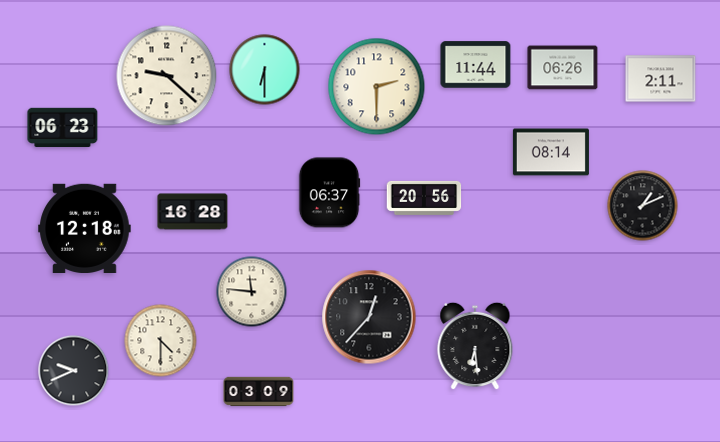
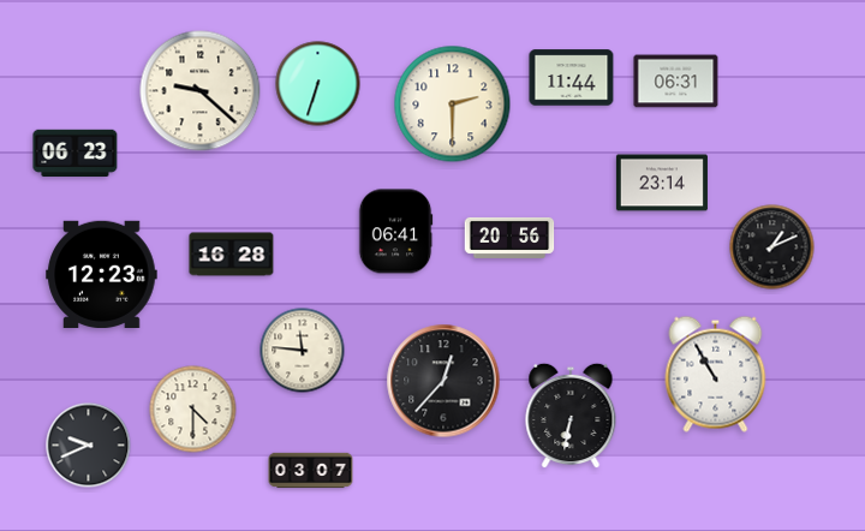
clock at (563, 68): 06:26 -> 06:31
clock at (265, 70): 6:30 -> 6:33
clock at (661, 79): 2:11 -> none
clock at (551, 152): 08:14 -> 23:14
clock at (329, 193): 06:37 -> 06:41
clock at (85, 228): 12:18 -> 12:23
clock at (716, 374): none -> 10:55
clock at (475, 346): 6:29 -> 6:32
clock at (259, 392): 03:09 -> 03:07
